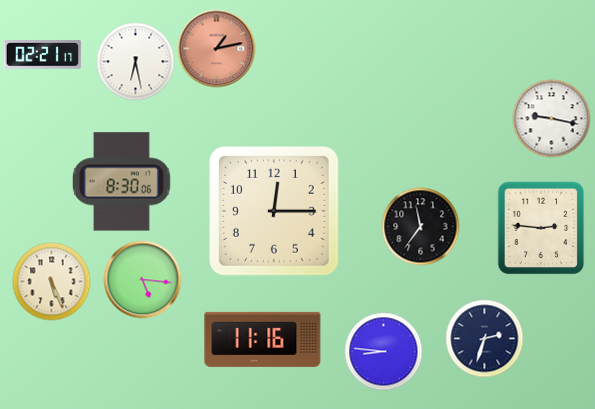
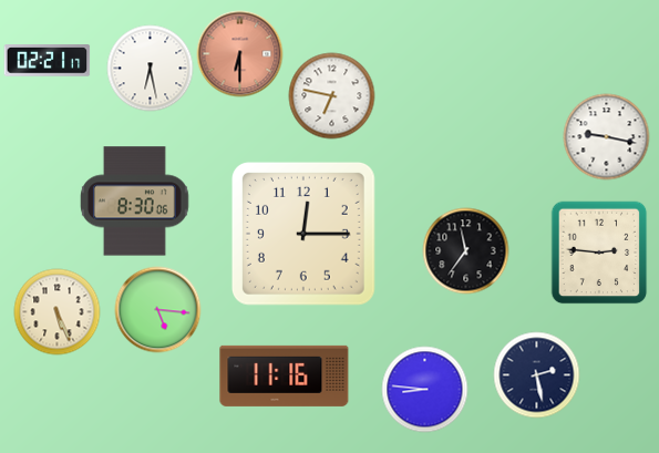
clock at (216, 48): 1:13 -> 6:30
clock at (331, 95): none -> 6:47
clock at (551, 118) position: (551, 118) -> (606, 136)
clock at (484, 338): 2:33 -> 2:28
clock at (263, 339) position: (263, 339) -> (285, 375)
